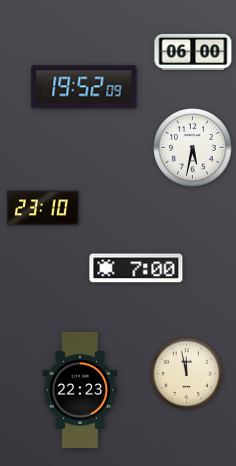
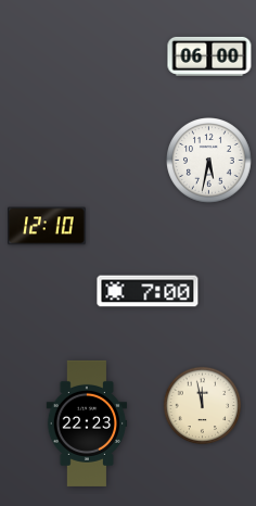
clock at (84, 87): 19:52 -> none
clock at (43, 208): 23:10 -> 12:10
